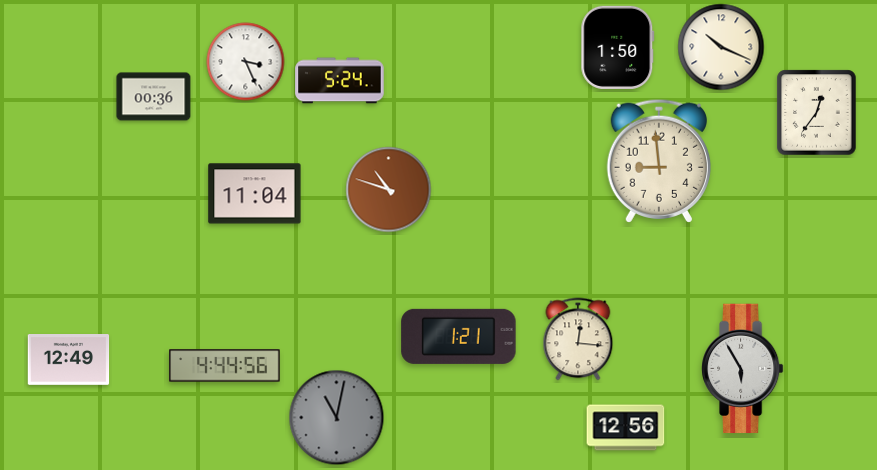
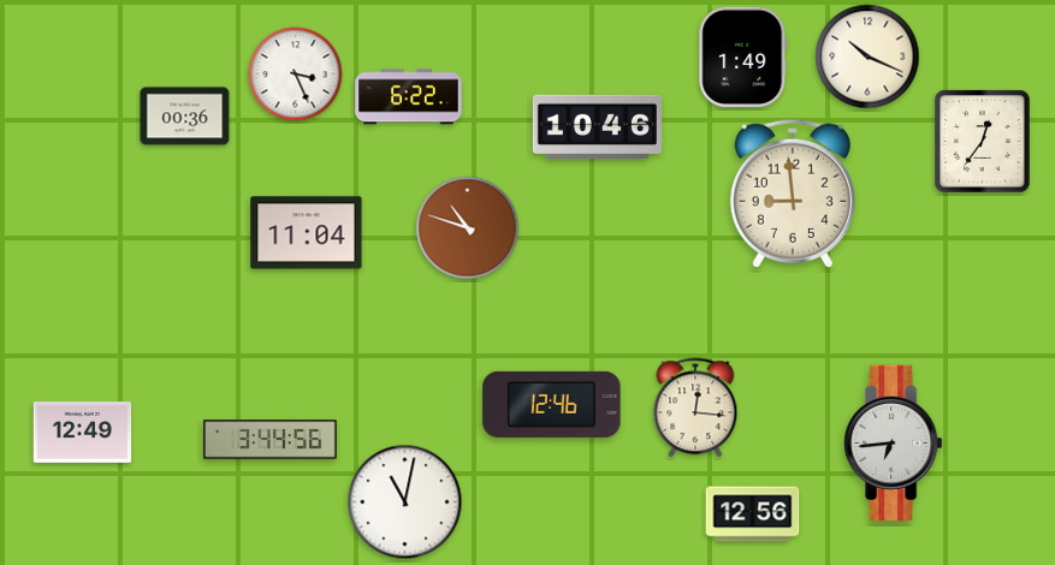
clock at (618, 47): 1:50 -> 1:49
clock at (340, 81): 5:24 -> 6:22
clock at (597, 127): none -> 10:46
clock at (817, 113) position: (817, 113) -> (983, 142)
clock at (459, 336): 1:21 -> 12:46
clock at (225, 366): 4:44 -> 3:44
clock at (743, 369): 5:55 -> 6:44
clock at (337, 418) dial: grey -> white
